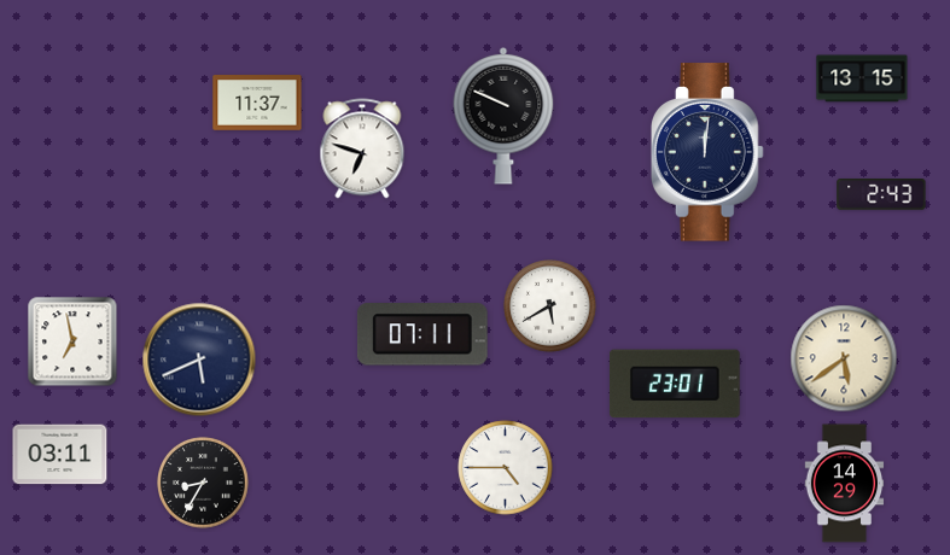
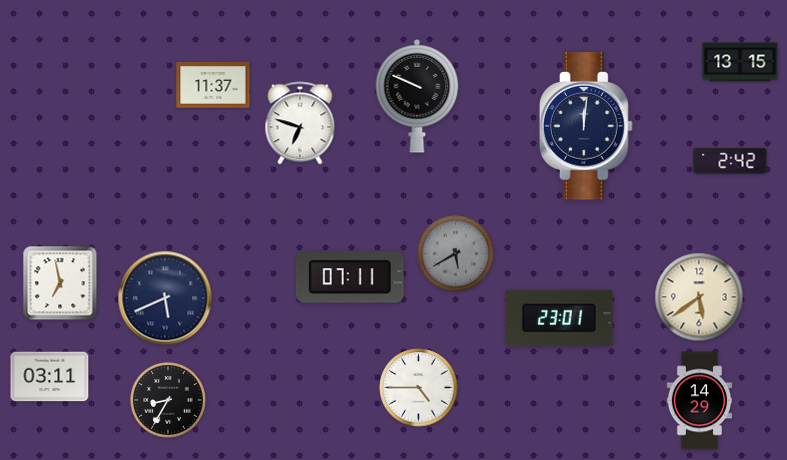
clock at (862, 78) position: (862, 78) -> (740, 62)
clock at (881, 195): 2:43 -> 2:42
clock at (550, 306) dial: white -> grey
